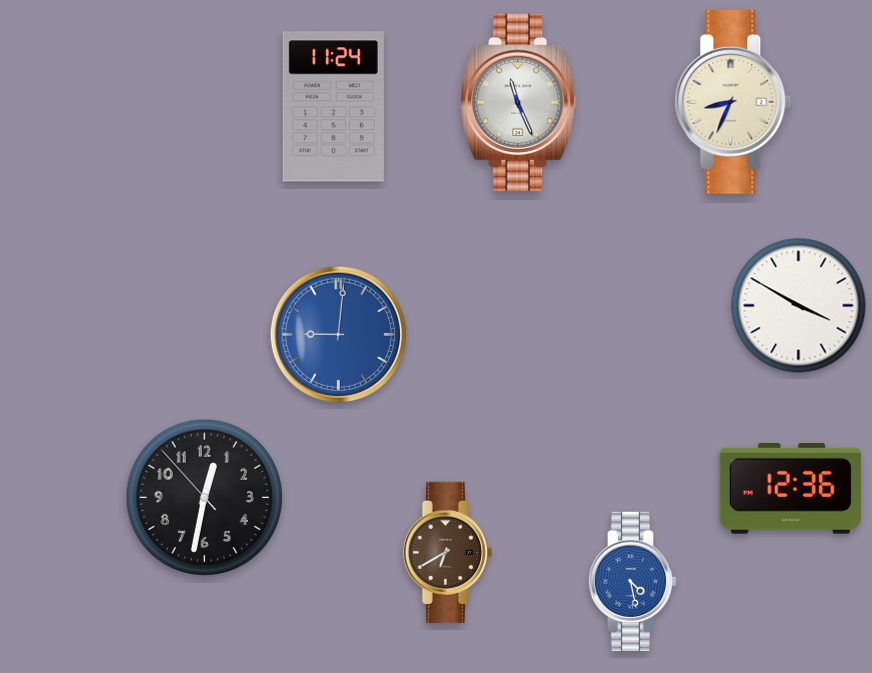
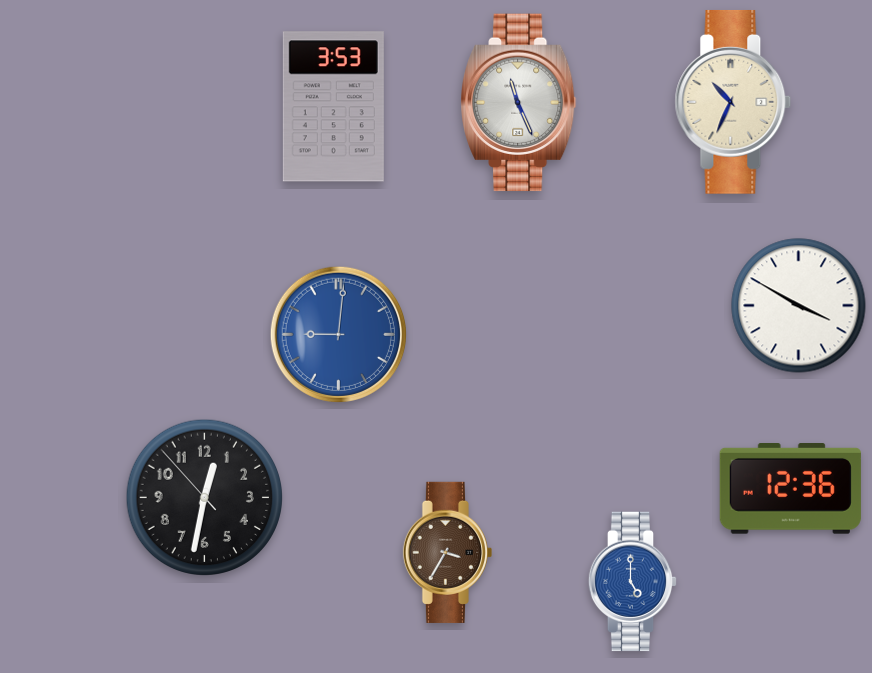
clock at (733, 102): 8:34 -> 10:34
clock at (333, 107): 11:24 -> 3:53
clock at (447, 552): 6:40 -> 3:35
clock at (633, 582): 4:28 -> 5:00
